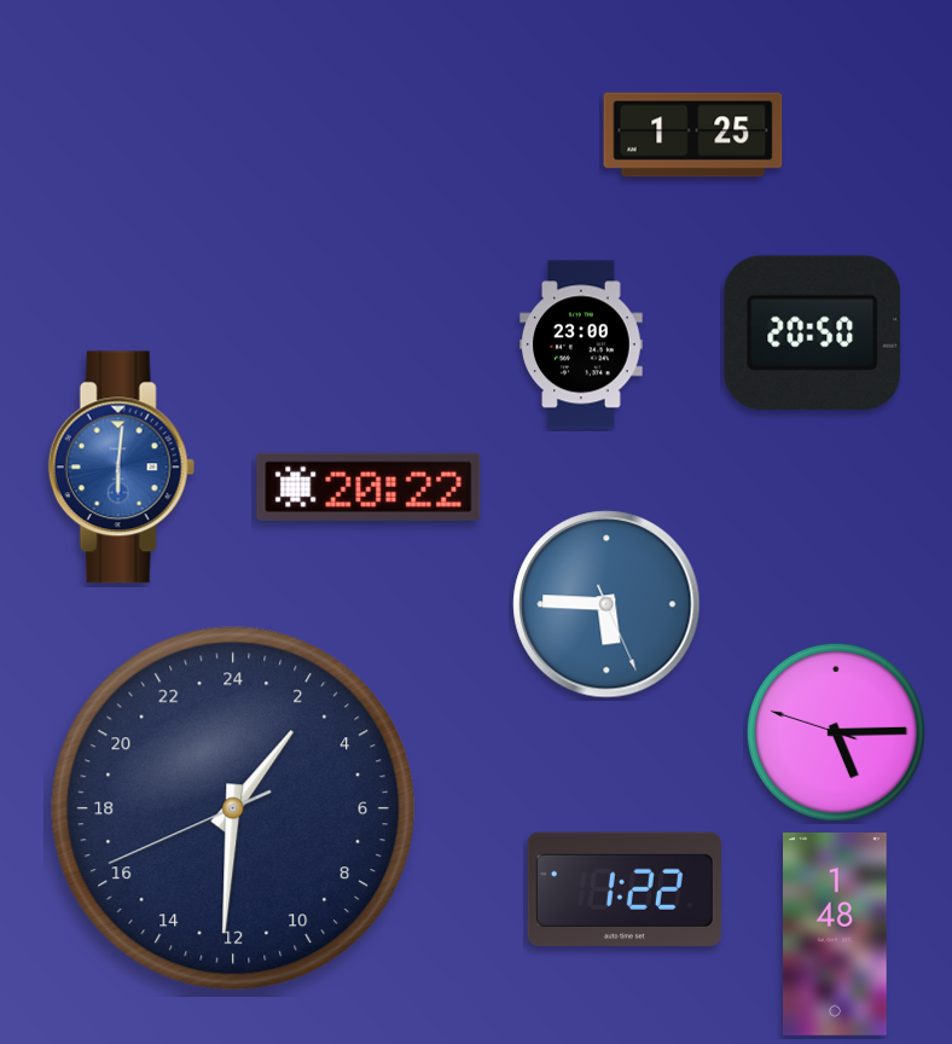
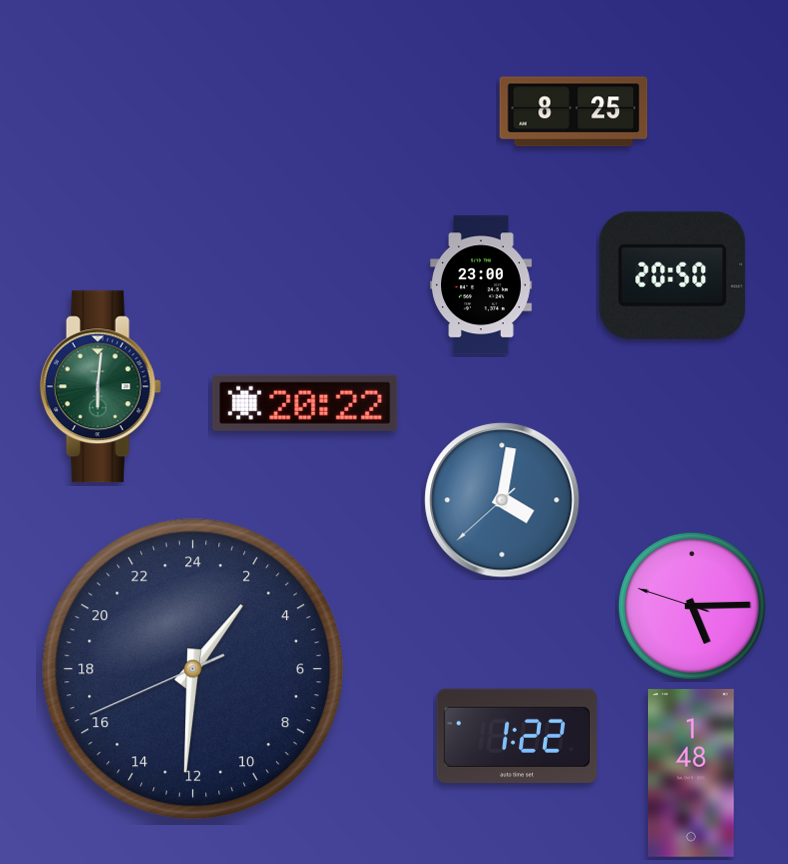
clock at (693, 135): 1:25 -> 8:25
clock at (121, 468) dial: blue -> green
clock at (606, 604): 5:45 -> 4:01
